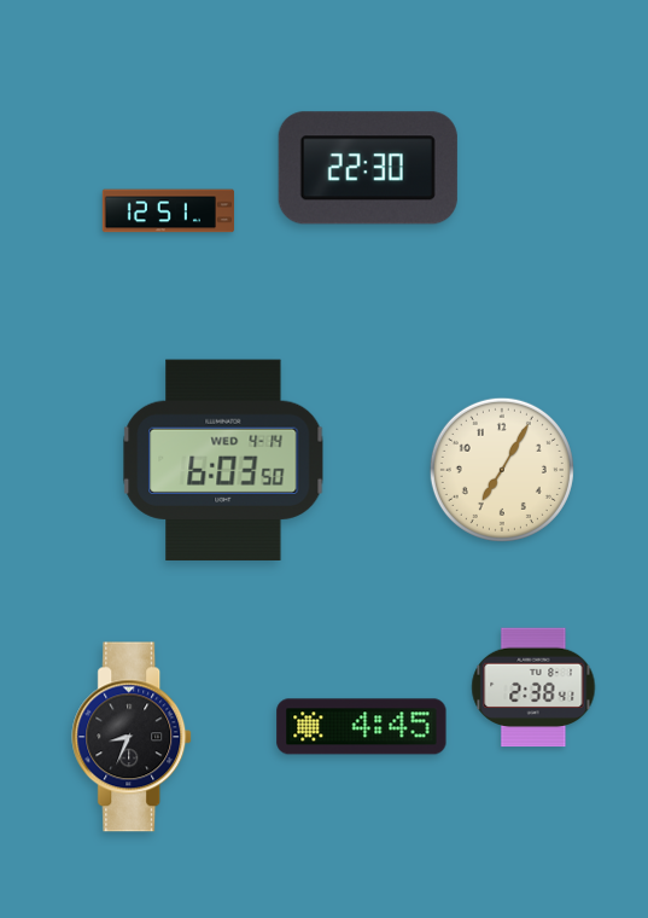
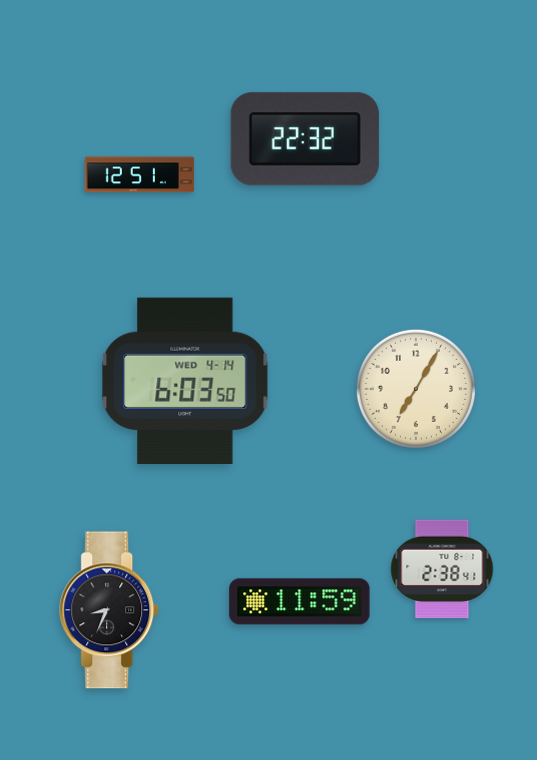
clock at (368, 168): 22:30 -> 22:32
clock at (362, 727): 4:45 -> 11:59
